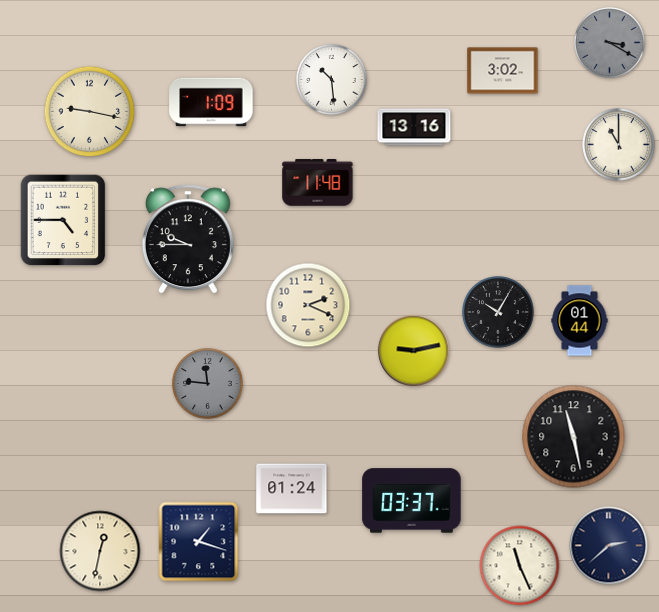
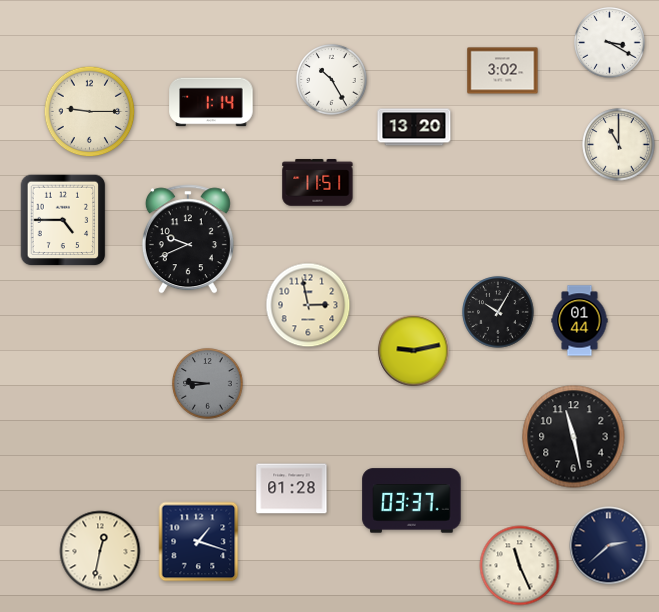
clock at (610, 43) dial: grey -> white
clock at (332, 80): 10:29 -> 10:25
clock at (211, 102): 1:09 -> 1:14
clock at (90, 112): 9:17 -> 9:15
clock at (414, 127): 13:16 -> 13:20
clock at (318, 183): 11:48 -> 11:51
clock at (188, 239): 9:45 -> 9:41
clock at (308, 305): 2:19 -> 2:58
clock at (208, 384): 11:46 -> 8:46
clock at (292, 489): 01:24 -> 01:28
